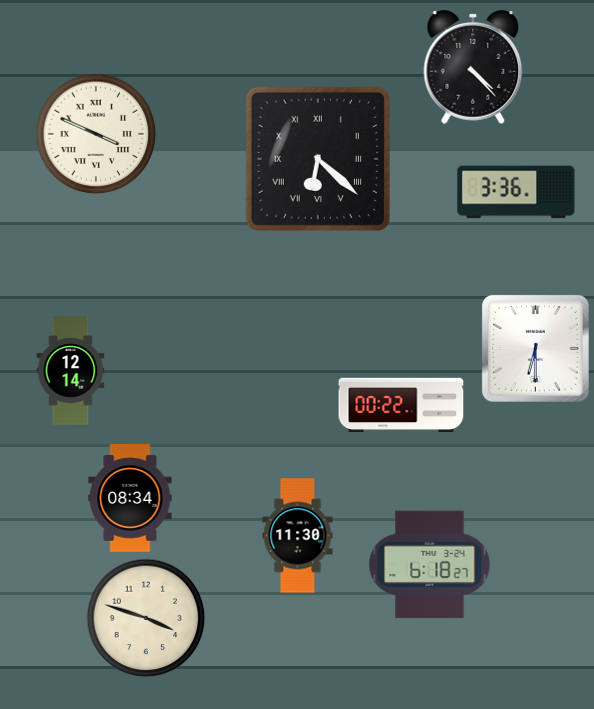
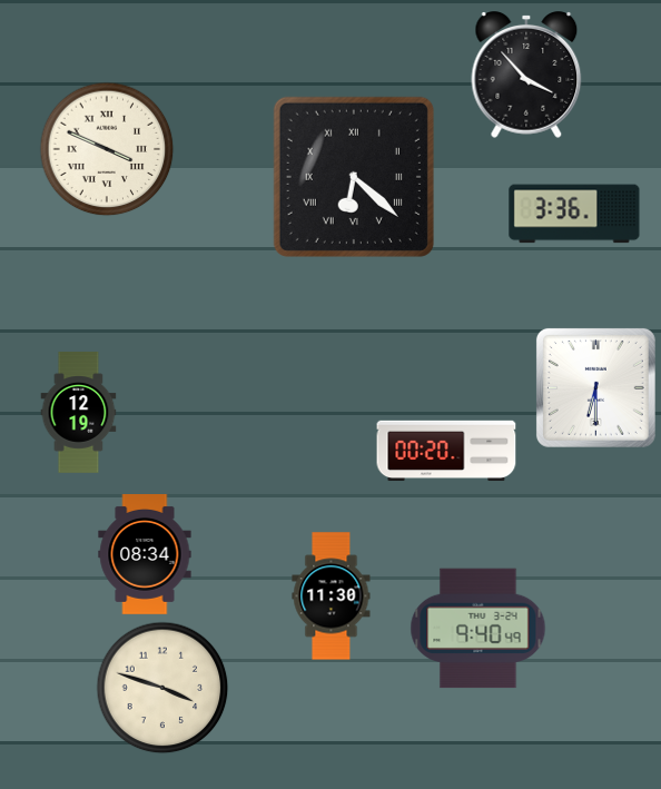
clock at (473, 68): 4:23 -> 3:53
clock at (71, 371): 12:14 -> 12:19
clock at (401, 405): 00:22 -> 00:20
clock at (430, 565): 6:18 -> 9:40
